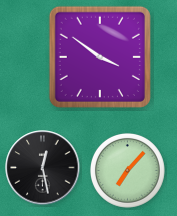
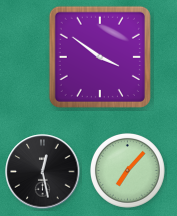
clock at (43, 168) position: (43, 168) -> (43, 172)
